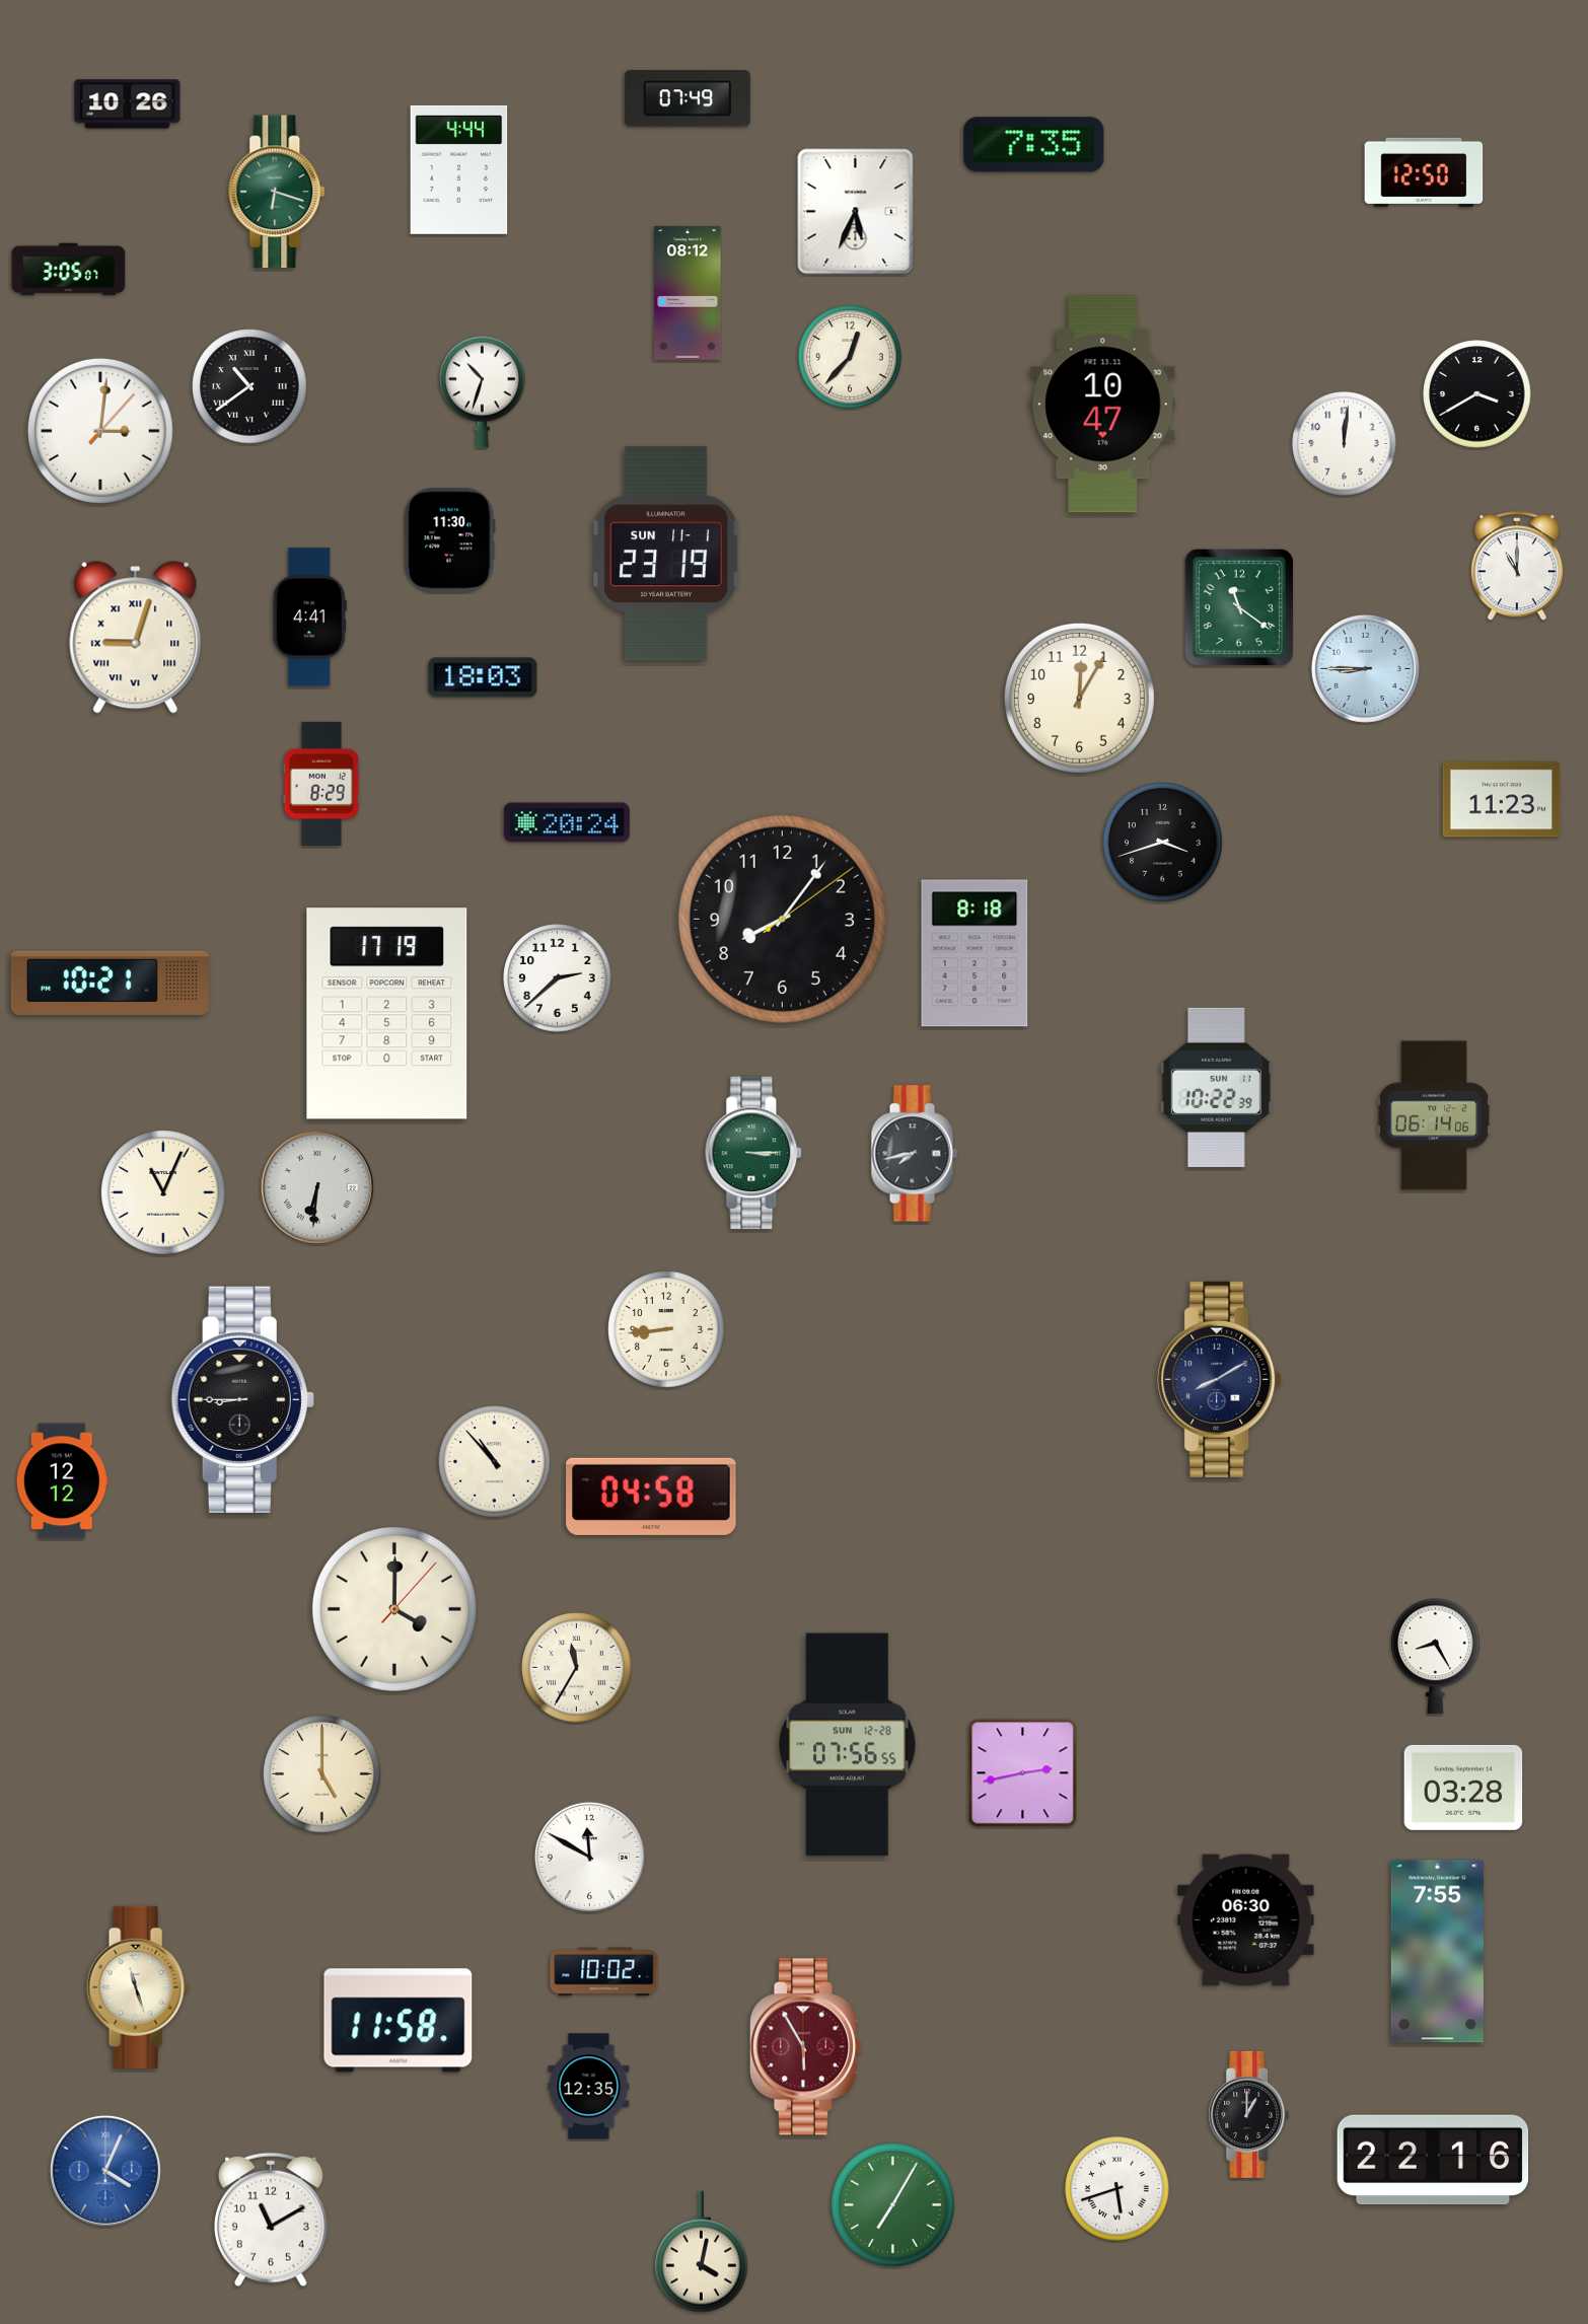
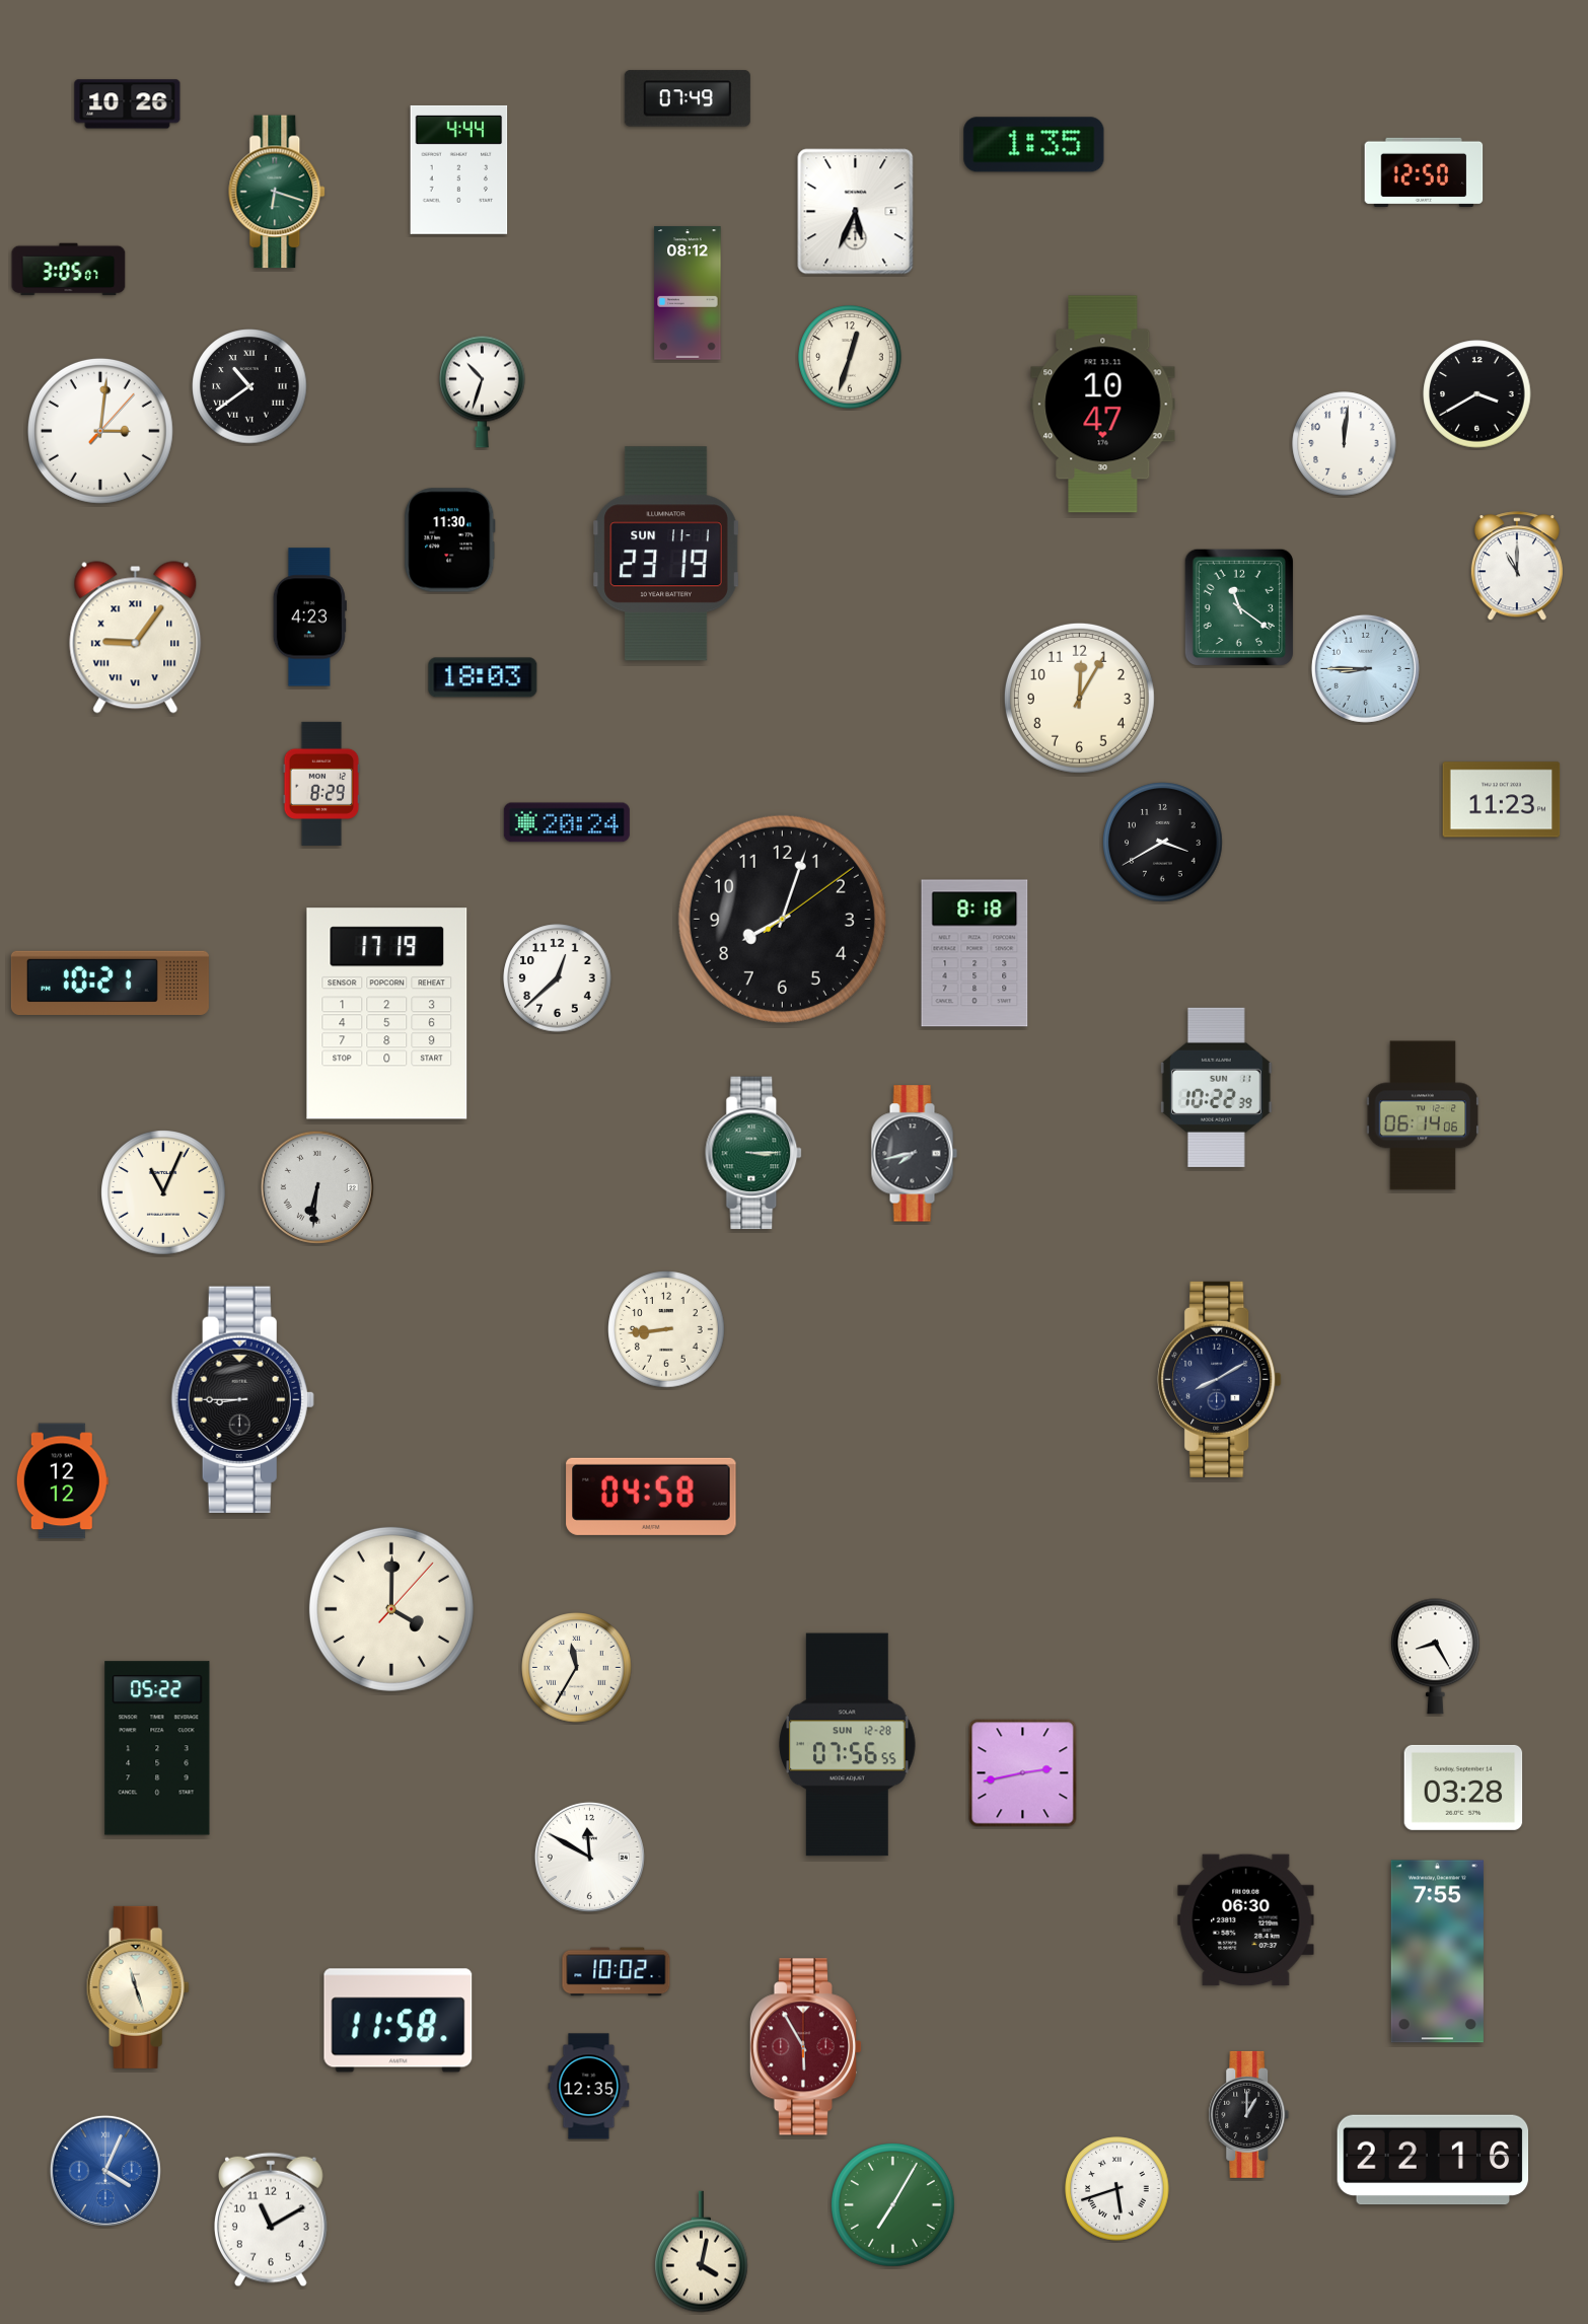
clock at (1034, 145): 7:35 -> 1:35
clock at (850, 357): 12:37 -> 12:33
clock at (309, 618): 4:41 -> 4:23
clock at (136, 638): 9:03 -> 9:06
clock at (1163, 843): 3:42 -> 3:40
clock at (782, 919): 8:06 -> 8:03
clock at (558, 978): 2:38 -> 12:38
clock at (1434, 1115) position: (1434, 1115) -> (1423, 1115)
clock at (495, 1462): 10:53 -> none
clock at (394, 1609) position: (394, 1609) -> (391, 1609)
clock at (157, 1748): none -> 05:22
clock at (322, 1774): 5:00 -> none
clock at (604, 1972) position: (604, 1972) -> (617, 1972)
